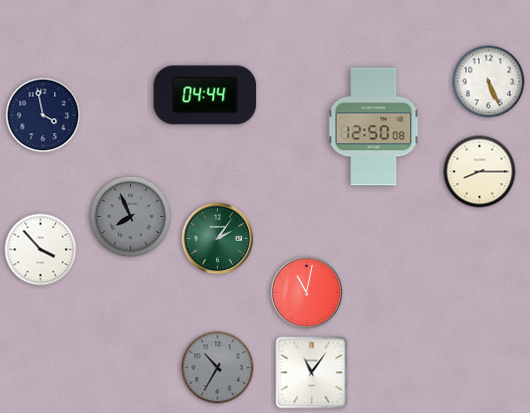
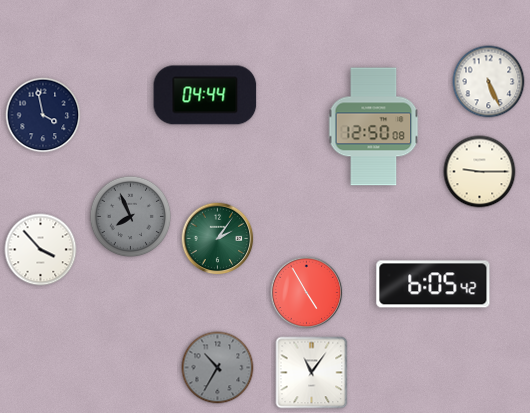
clock at (480, 172): 8:15 -> 9:15
clock at (433, 284): none -> 6:05
clock at (307, 293): 11:02 -> 4:55
